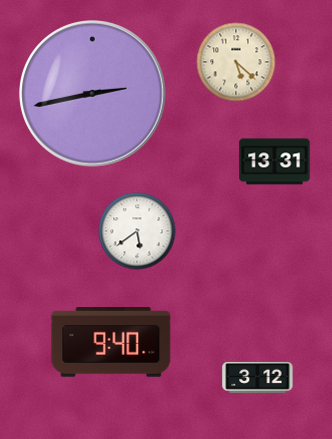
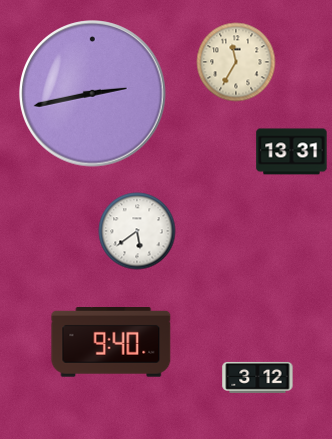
clock at (236, 62): 5:22 -> 11:35
clock at (275, 162) position: (275, 162) -> (292, 152)
